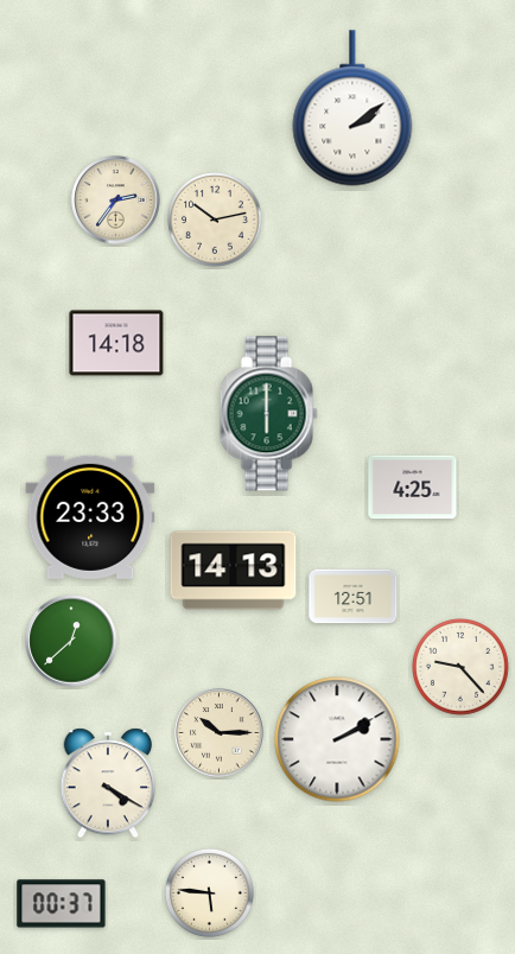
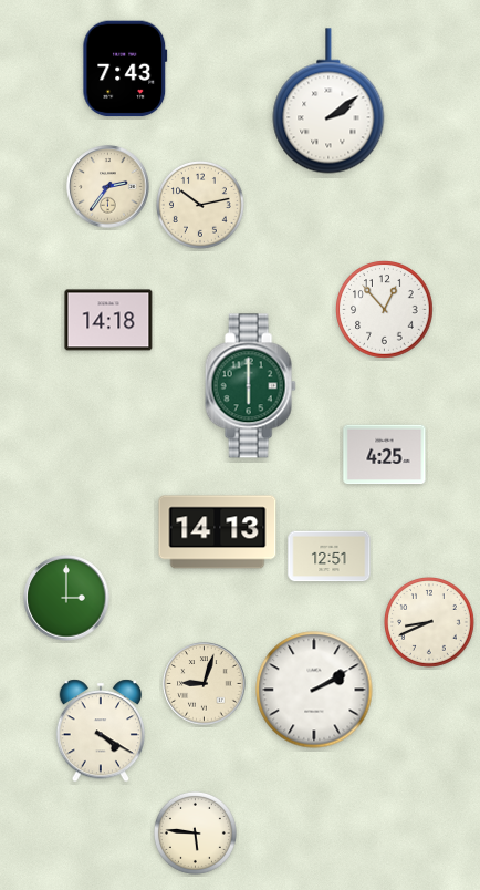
clock at (125, 69): none -> 7:43
clock at (385, 310): none -> 12:53
clock at (90, 517): 23:33 -> none
clock at (71, 641): 12:38 -> 3:00
clock at (462, 668): 9:23 -> 8:41
clock at (220, 733): 10:15 -> 9:03
clock at (62, 904): 00:37 -> none
